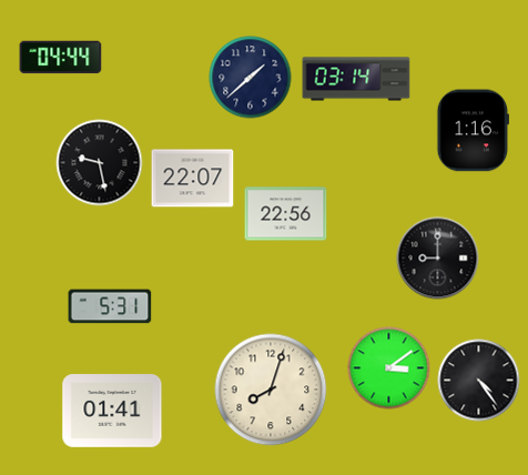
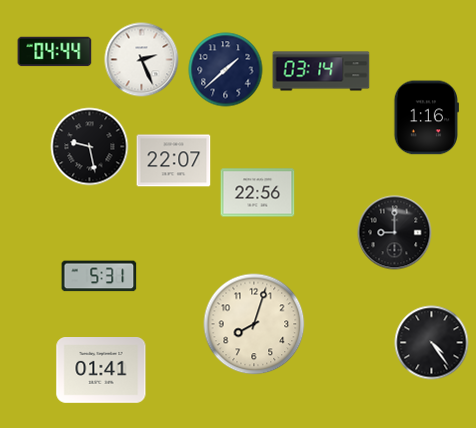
clock at (142, 60): none -> 2:26
clock at (389, 368): 3:09 -> none
clock at (271, 390) position: (271, 390) -> (254, 324)
